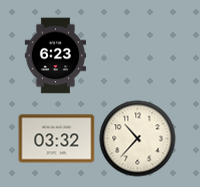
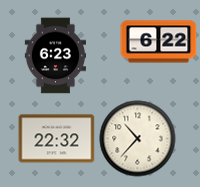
clock at (159, 42): none -> 6:22
clock at (57, 139): 03:32 -> 22:32
